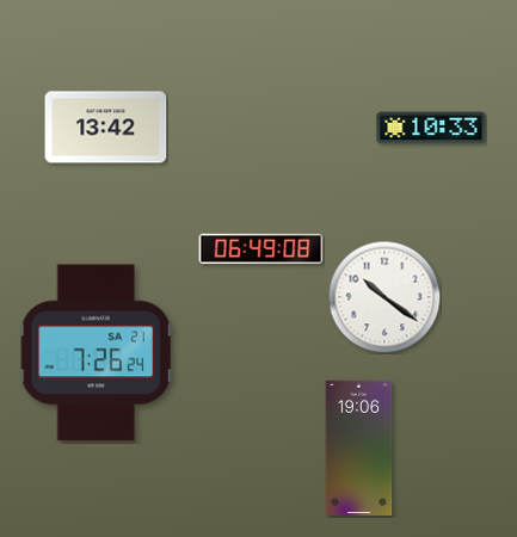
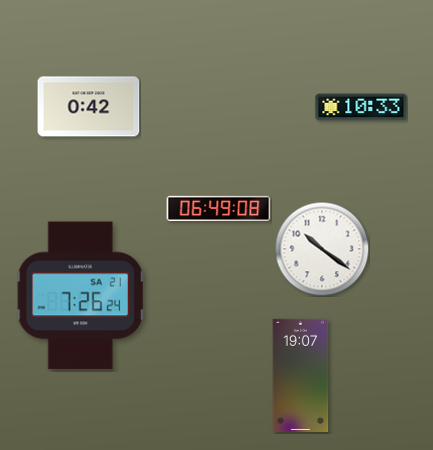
clock at (106, 128): 13:42 -> 0:42
clock at (359, 447): 19:06 -> 19:07
